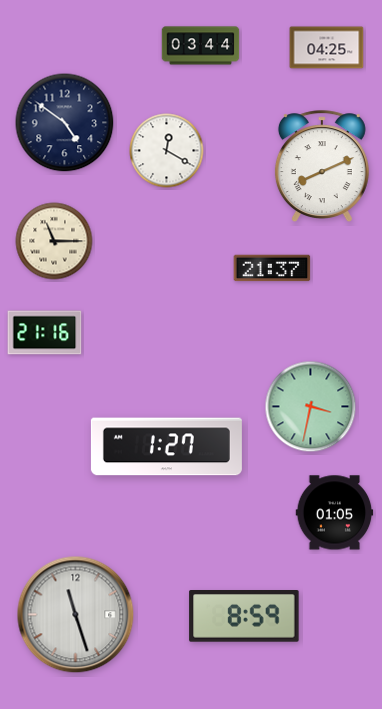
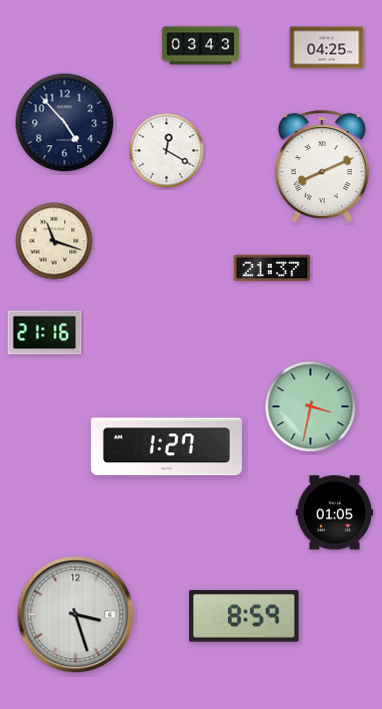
clock at (201, 46): 03:44 -> 03:43
clock at (65, 123): 4:51 -> 4:53
clock at (54, 241): 11:15 -> 11:18
clock at (76, 615): 11:27 -> 3:27
